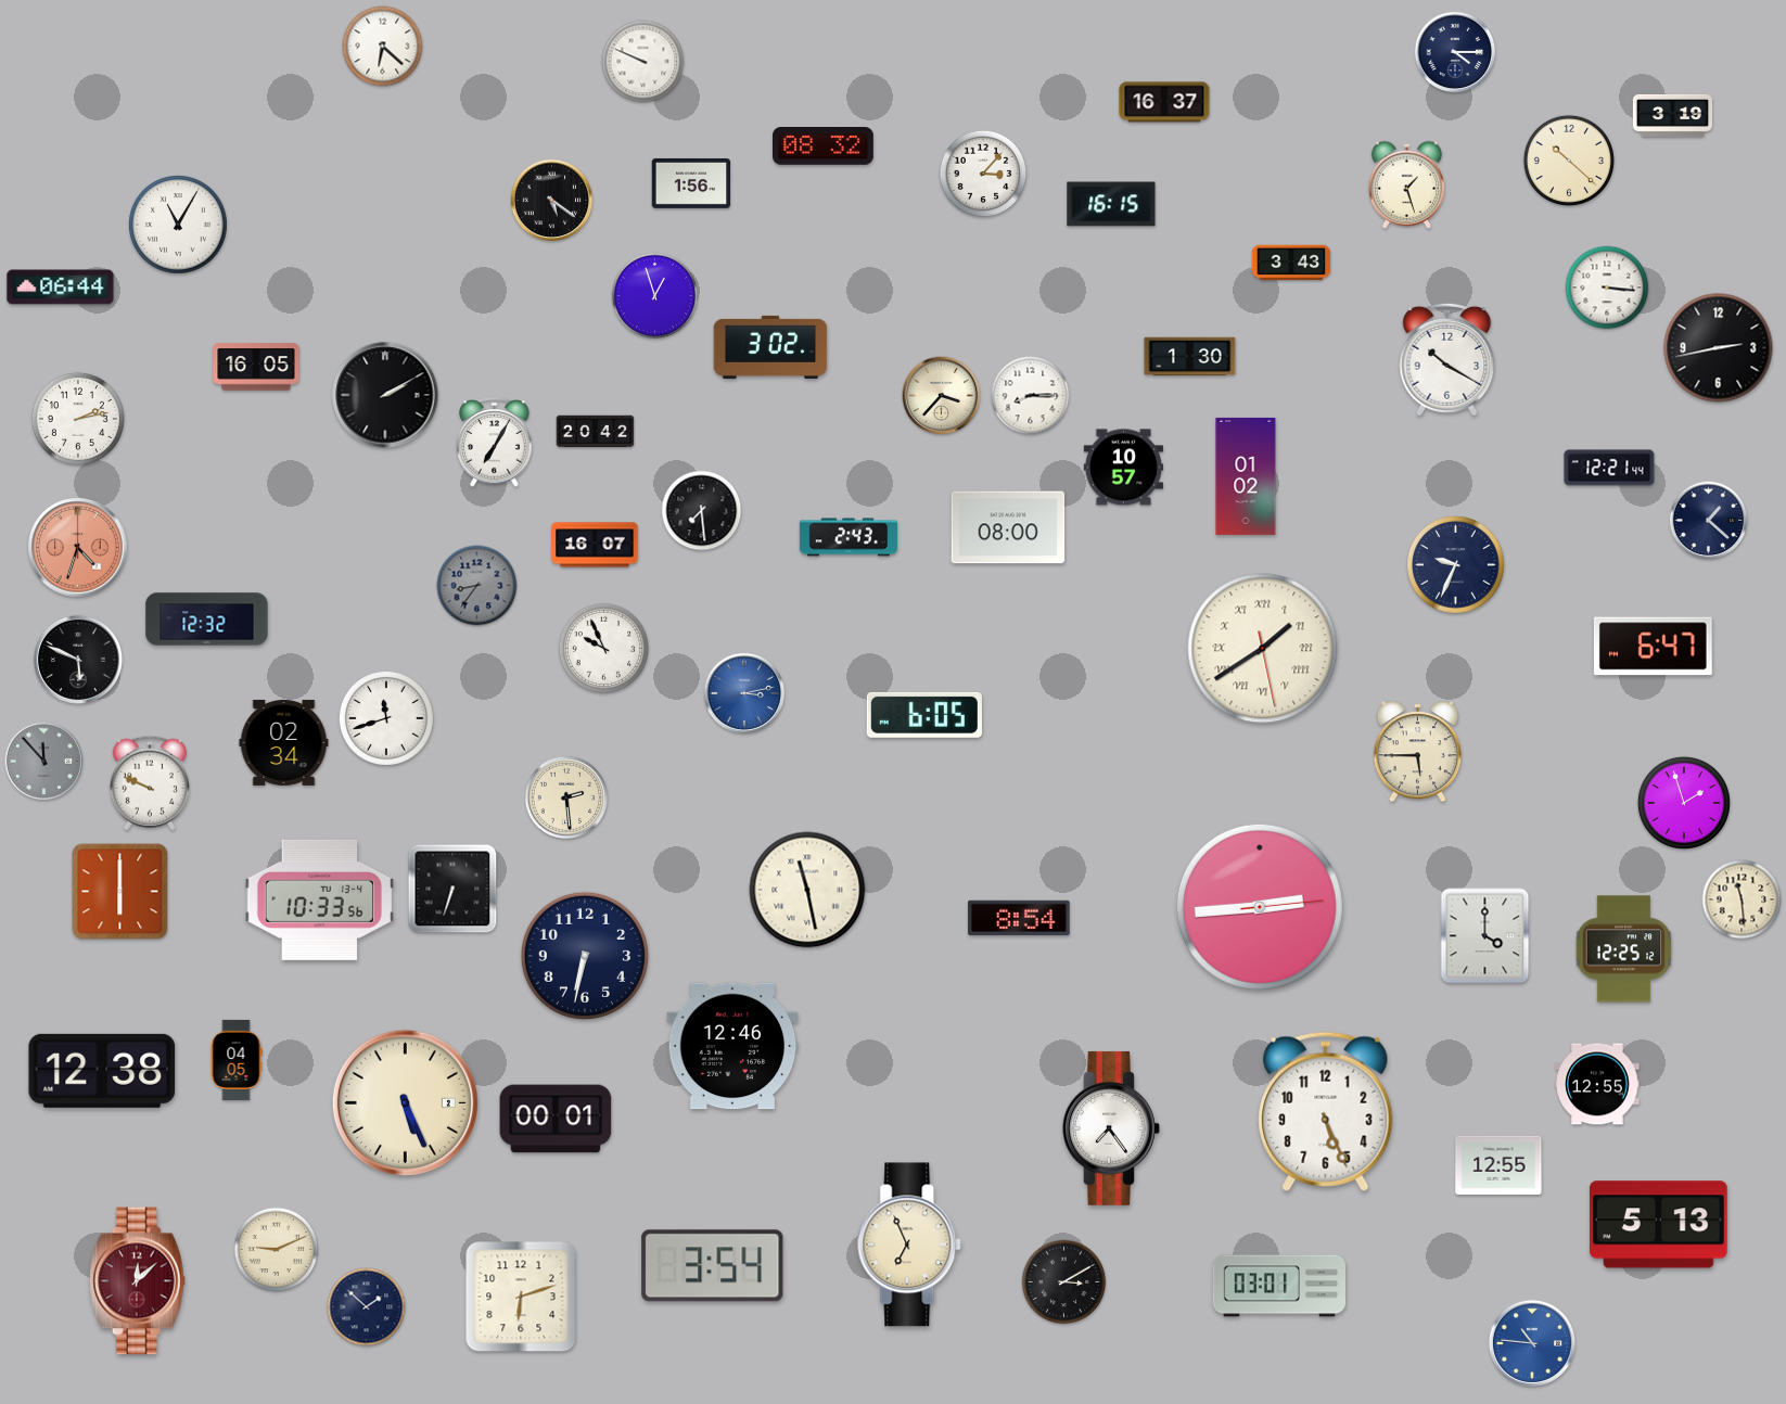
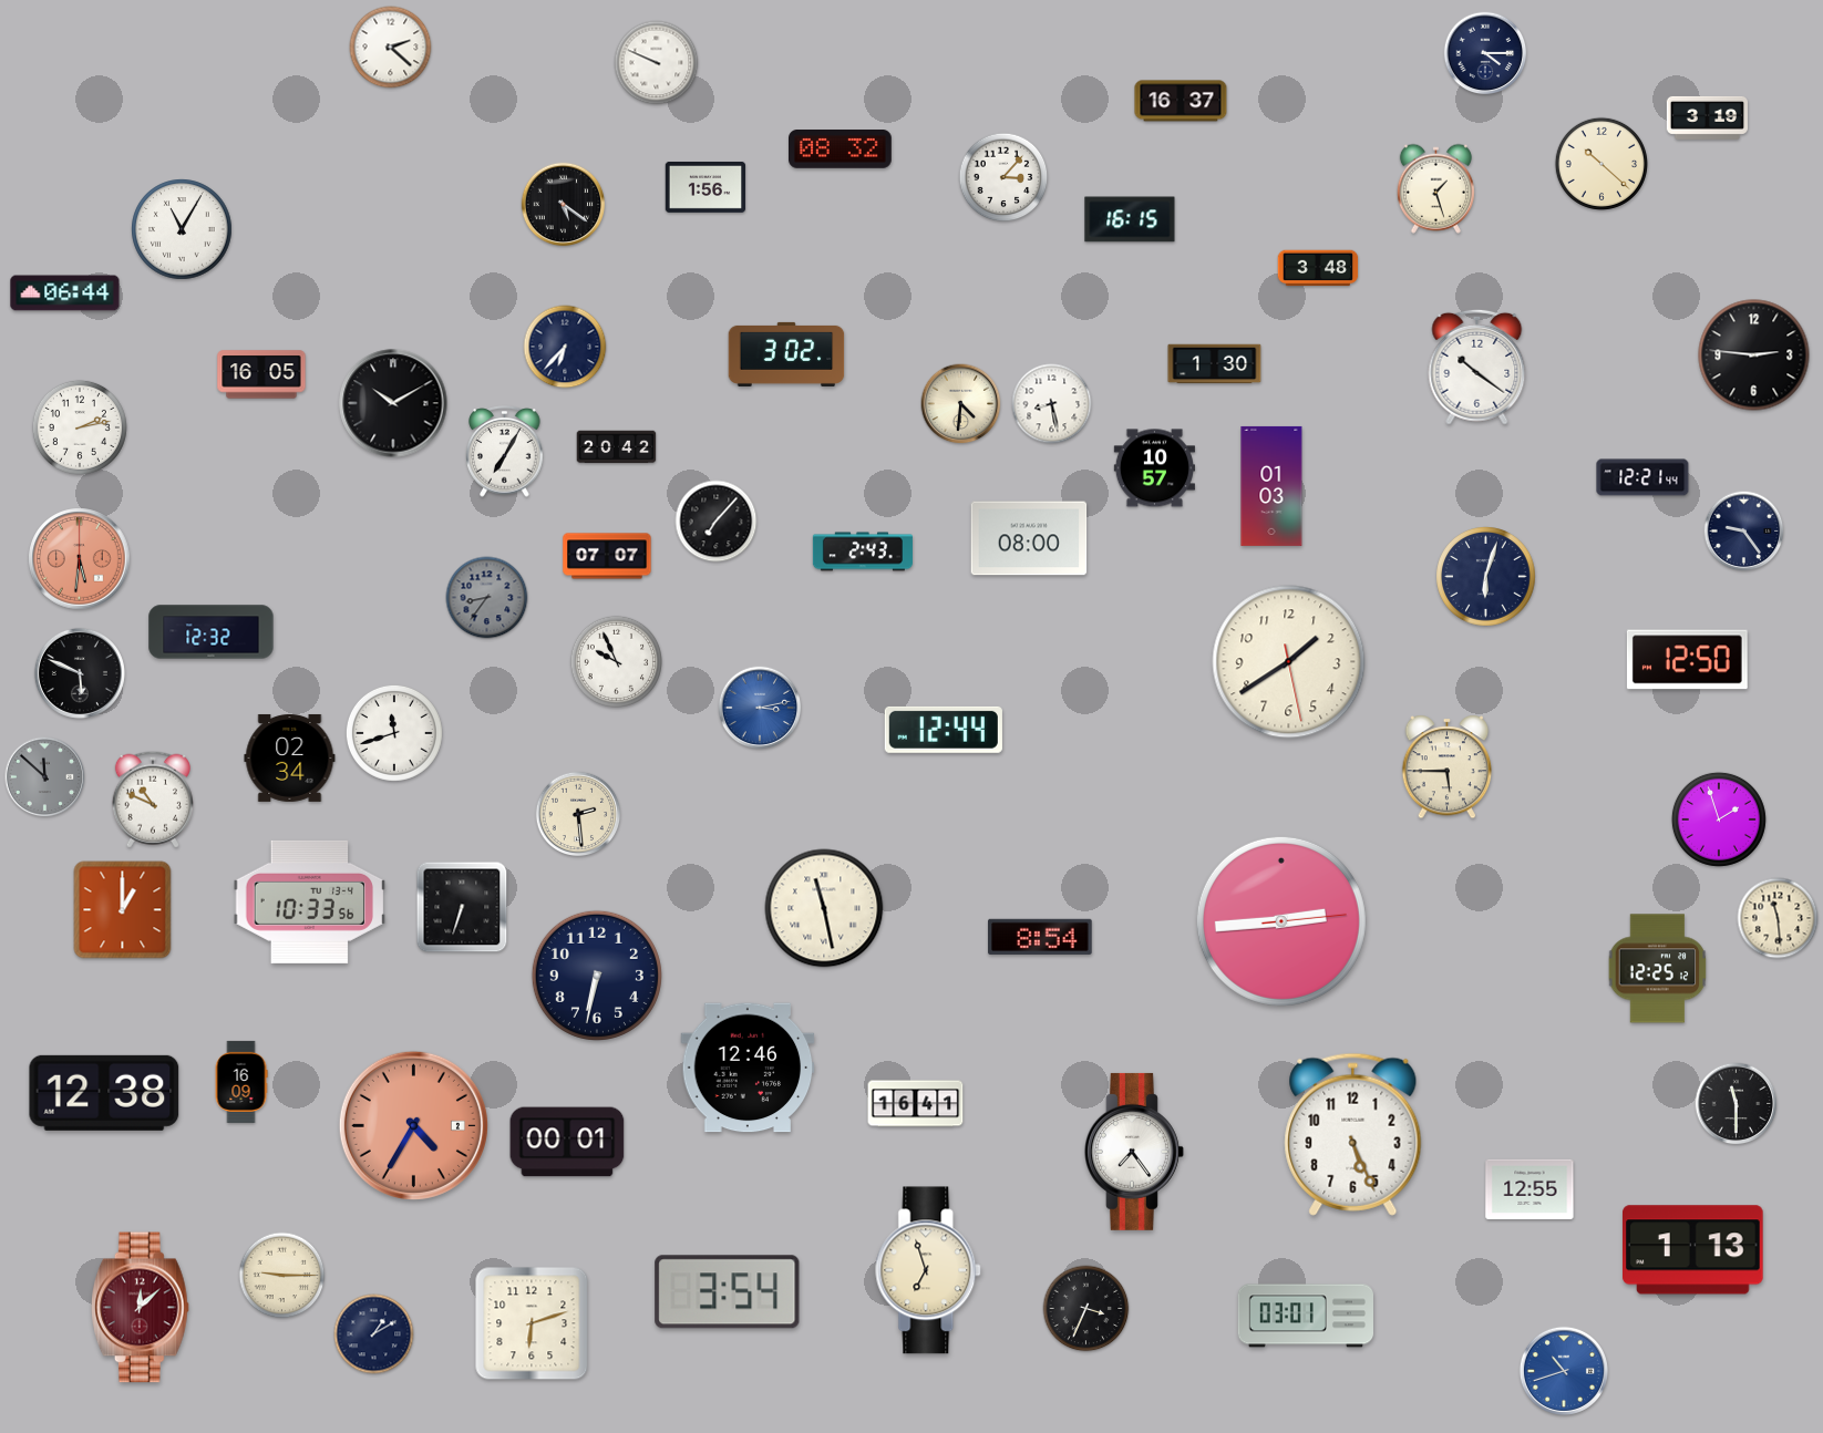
clock at (383, 47): 6:22 -> 2:22
clock at (1164, 102) position: (1164, 102) -> (1181, 101)
clock at (1111, 204) position: (1111, 204) -> (1130, 219)
clock at (1291, 263): 3:43 -> 3:48
clock at (61, 288) position: (61, 288) -> (65, 293)
clock at (1607, 288): 3:16 -> none
clock at (655, 296): 12:57 -> none
clock at (565, 347): none -> 6:37
clock at (1719, 348): 2:43 -> 2:46
clock at (1447, 359): 10:20 -> 10:21
clock at (385, 395): 2:10 -> 10:10
clock at (942, 396): 3:37 -> 4:31
clock at (1031, 396): 8:15 -> 8:28
clock at (596, 432) position: (596, 432) -> (617, 447)
clock at (1123, 468) position: (1123, 468) -> (1154, 468)
clock at (1246, 476): 01:02 -> 01:03
clock at (702, 511): 7:29 -> 7:07
clock at (1709, 521): 1:22 -> 9:24
clock at (849, 537) position: (849, 537) -> (863, 551)
clock at (595, 545): 16:07 -> 07:07
clock at (78, 548): 4:33 -> 5:31
clock at (1456, 565): 9:34 -> 6:03
clock at (1653, 647): 6:47 -> 12:50
clock at (1263, 649) numerals: Roman -> Arabic
clock at (924, 715): 6:05 -> 12:44
clock at (44, 762): 11:53 -> 11:52
clock at (150, 783): 9:49 -> 10:49
clock at (120, 892): 6:00 -> 1:00
clock at (320, 899) position: (320, 899) -> (310, 901)
clock at (1260, 907) position: (1260, 907) -> (1281, 921)
clock at (1485, 936): 4:00 -> none
clock at (237, 1060): 04:05 -> 16:09
clock at (916, 1104): none -> 16:41
clock at (1737, 1104): none -> 11:30
clock at (1597, 1084): 12:55 -> none
clock at (405, 1102): 5:26 -> 4:35
clock at (405, 1102) dial: cream -> salmon
clock at (1659, 1225): 5:13 -> 1:13
clock at (910, 1245): 6:56 -> 6:57
clock at (277, 1250): 9:11 -> 9:15
clock at (1064, 1282): 3:10 -> 3:34
clock at (1279, 1286) position: (1279, 1286) -> (1306, 1316)
clock at (367, 1307): 1:52 -> 1:10
clock at (1532, 1343): 10:46 -> 10:42
